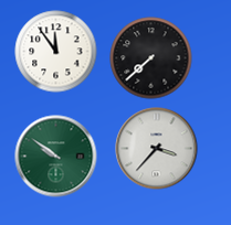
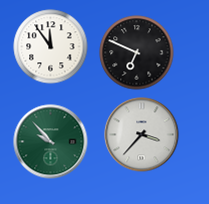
clock at (151, 58): 7:38 -> 6:49
clock at (56, 157): 9:51 -> 9:53
